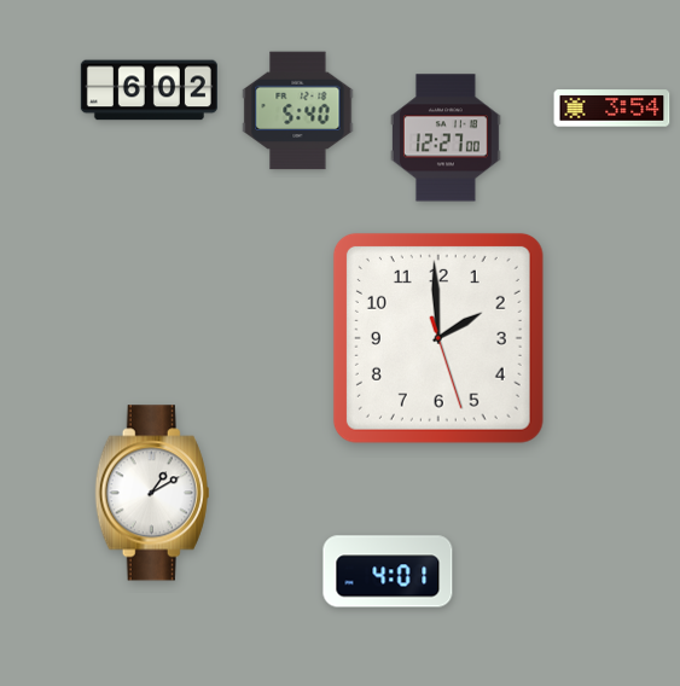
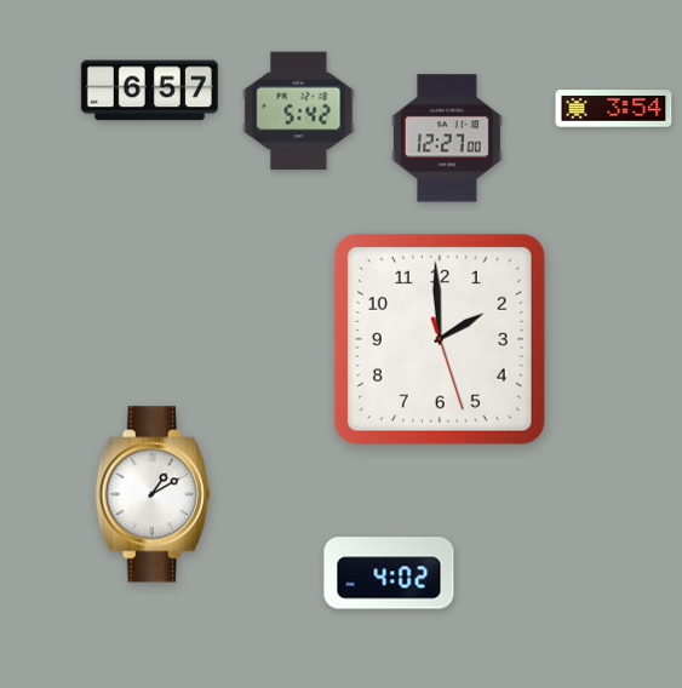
clock at (149, 91): 6:02 -> 6:57
clock at (298, 111): 5:40 -> 5:42
clock at (388, 571): 4:01 -> 4:02
